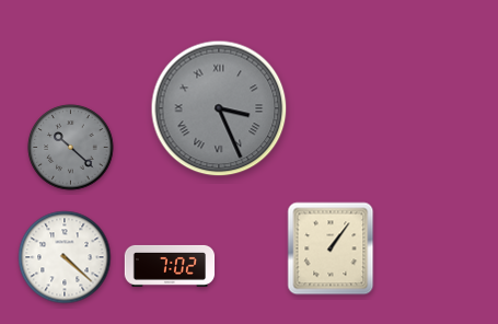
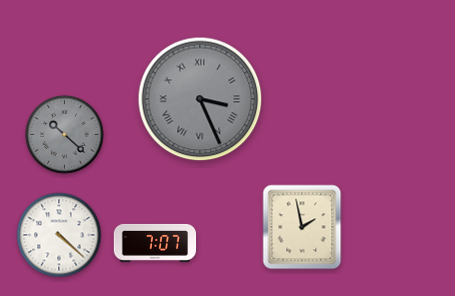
clock at (331, 248): 1:06 -> 1:58
clock at (170, 266): 7:02 -> 7:07
